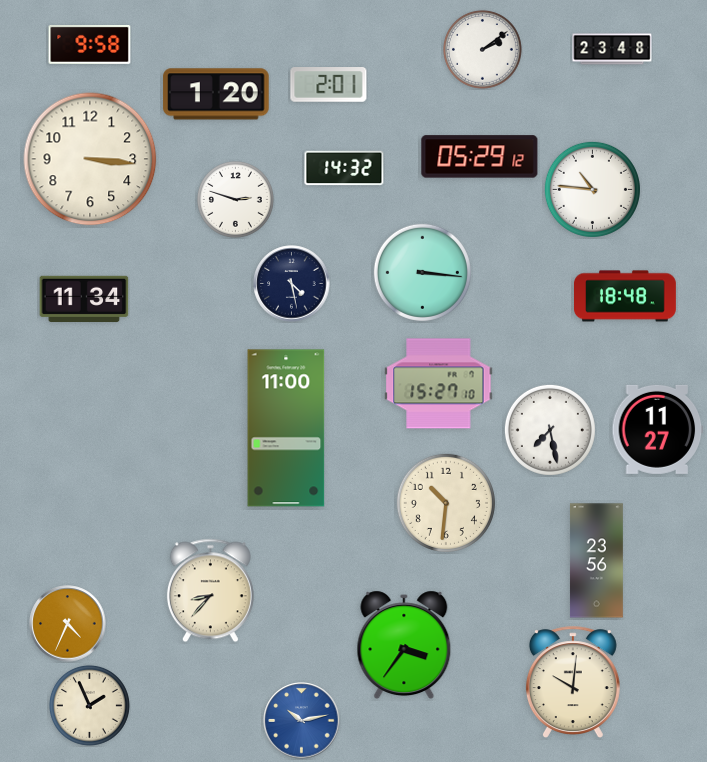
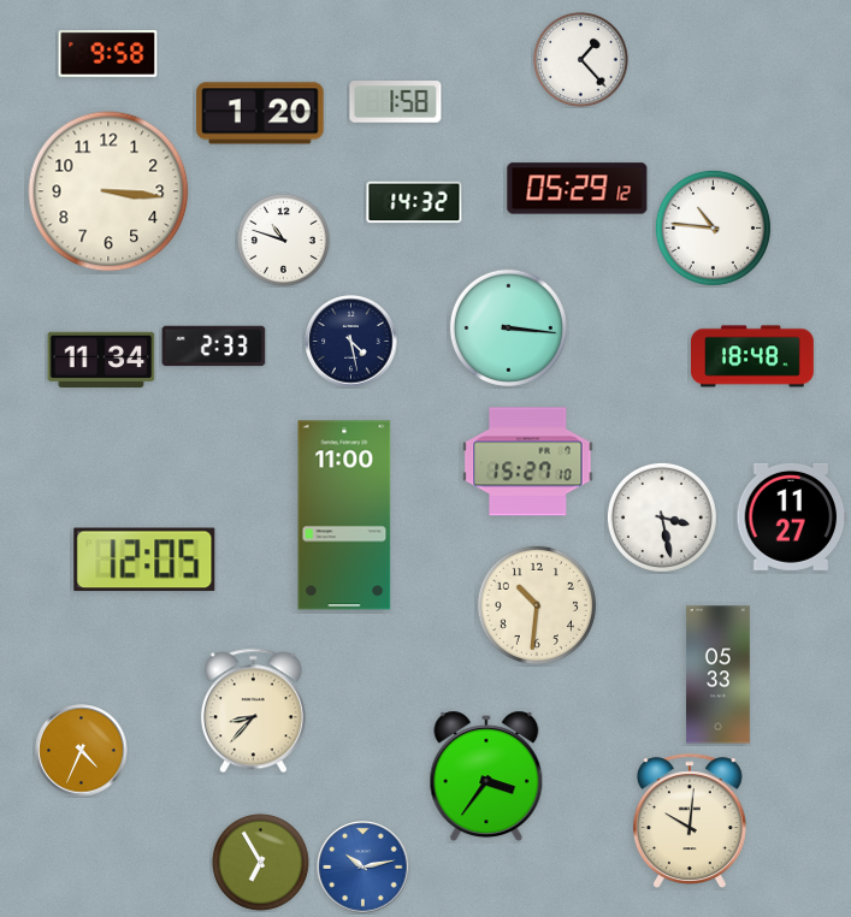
clock at (482, 49): 2:09 -> 1:23
clock at (612, 49): 23:48 -> none
clock at (329, 85): 2:01 -> 1:58
clock at (236, 200): 2:48 -> 10:48
clock at (214, 347): none -> 2:33
clock at (550, 430): 7:28 -> 3:28
clock at (144, 560): none -> 12:05
clock at (596, 561): 23:56 -> 05:33
clock at (89, 705): 1:56 -> none
clock at (260, 862): none -> 6:55
